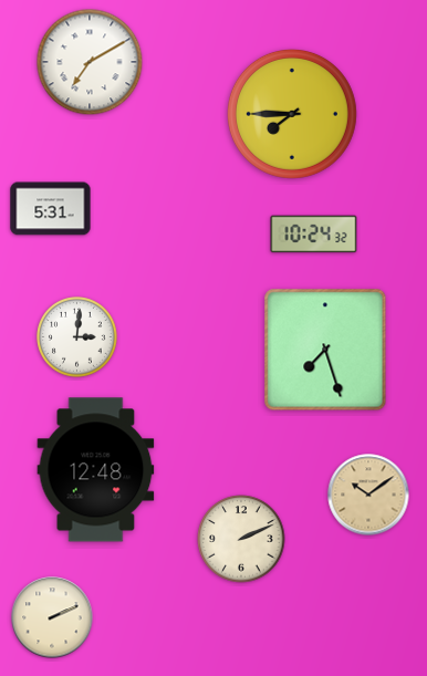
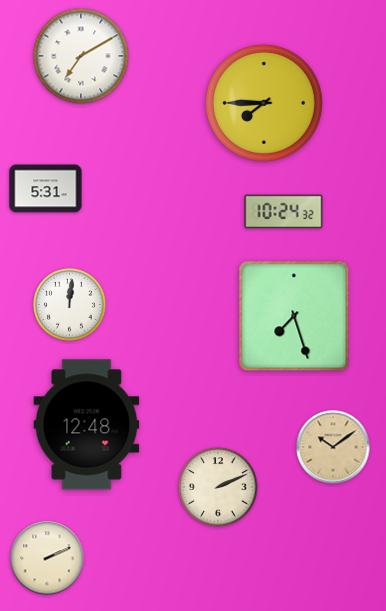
clock at (77, 337): 3:01 -> 12:01
